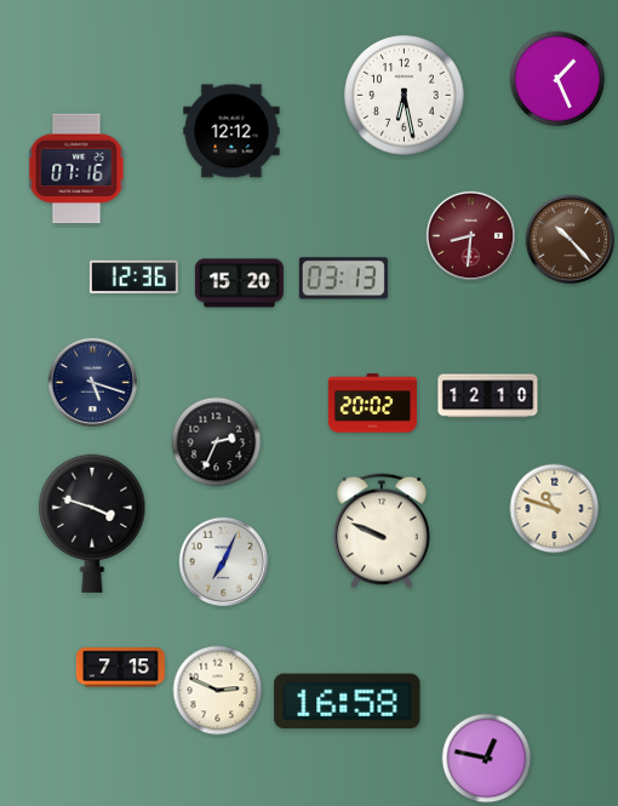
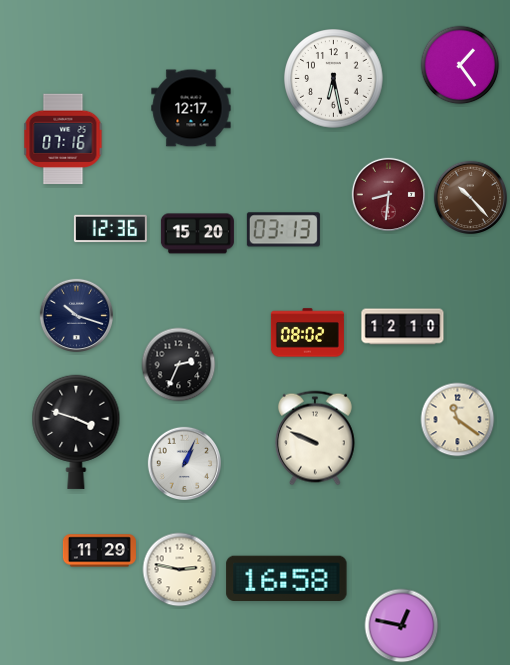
clock at (557, 79): 1:26 -> 1:24
clock at (231, 131): 12:12 -> 12:17
clock at (93, 383): 5:18 -> 10:18
clock at (372, 404): 20:02 -> 08:02
clock at (555, 509): 10:48 -> 11:21
clock at (224, 562): 7:04 -> 1:04
clock at (120, 668): 7:15 -> 11:29
clock at (218, 691): 2:49 -> 2:47
